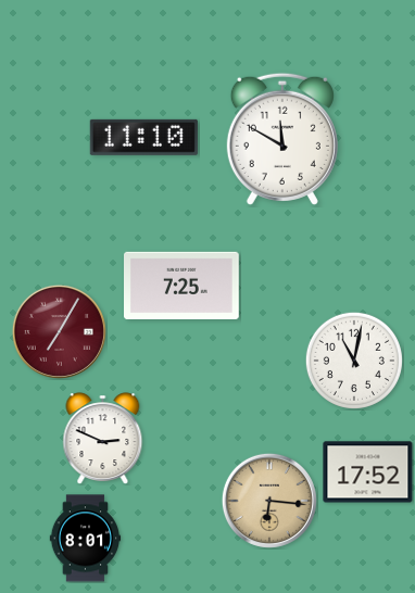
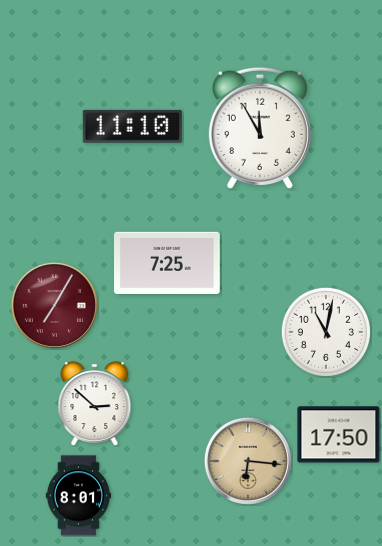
clock at (282, 139): 11:50 -> 11:55
clock at (103, 438): 2:49 -> 2:52
clock at (368, 472): 17:52 -> 17:50
